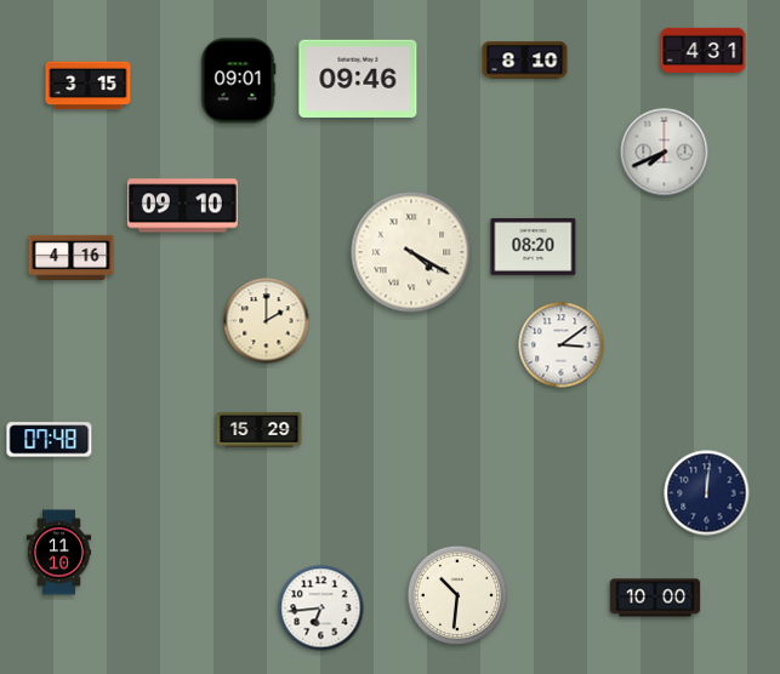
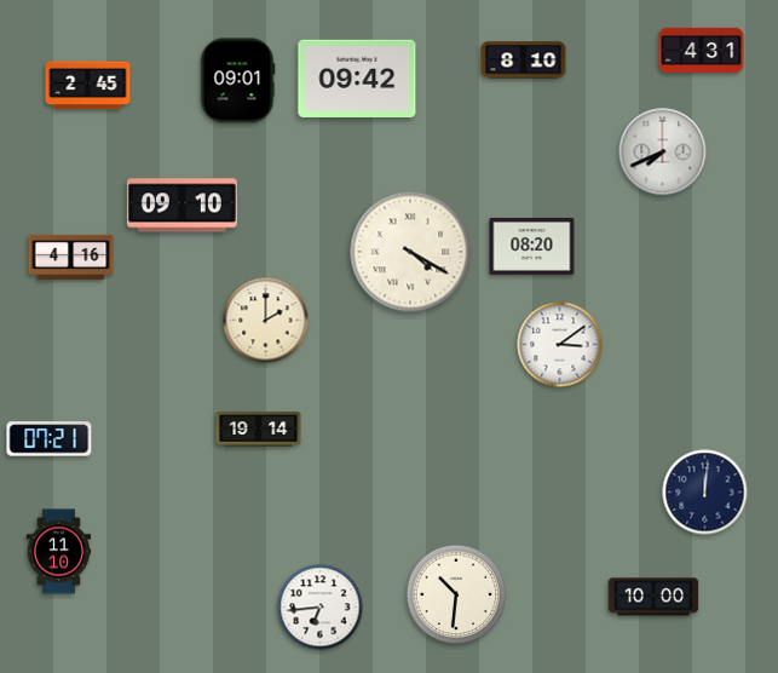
clock at (358, 79): 09:46 -> 09:42
clock at (89, 86): 3:15 -> 2:45
clock at (260, 430): 15:29 -> 19:14
clock at (50, 440): 07:48 -> 07:21
